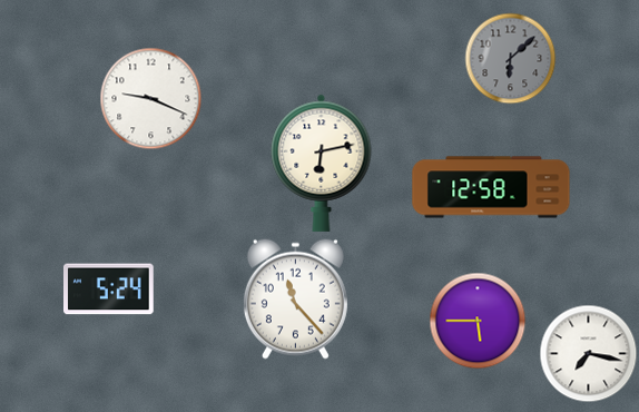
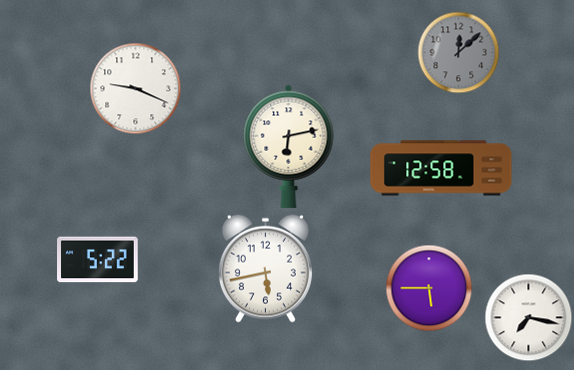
clock at (510, 58): 6:08 -> 12:08
clock at (109, 290): 5:24 -> 5:22
clock at (295, 298): 11:23 -> 5:43
